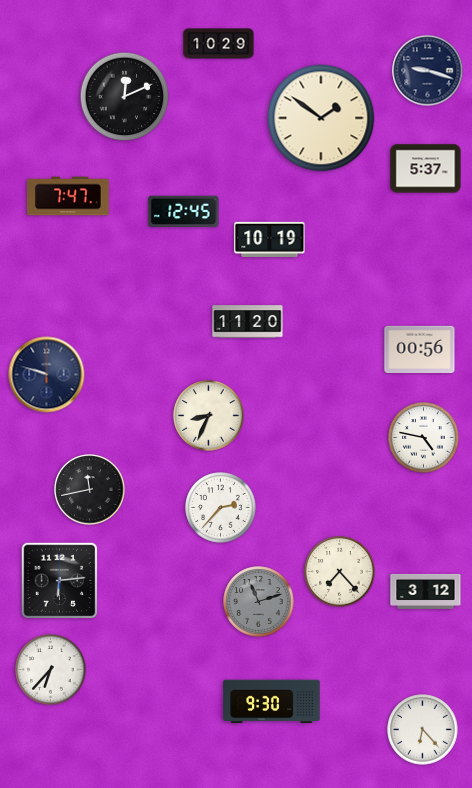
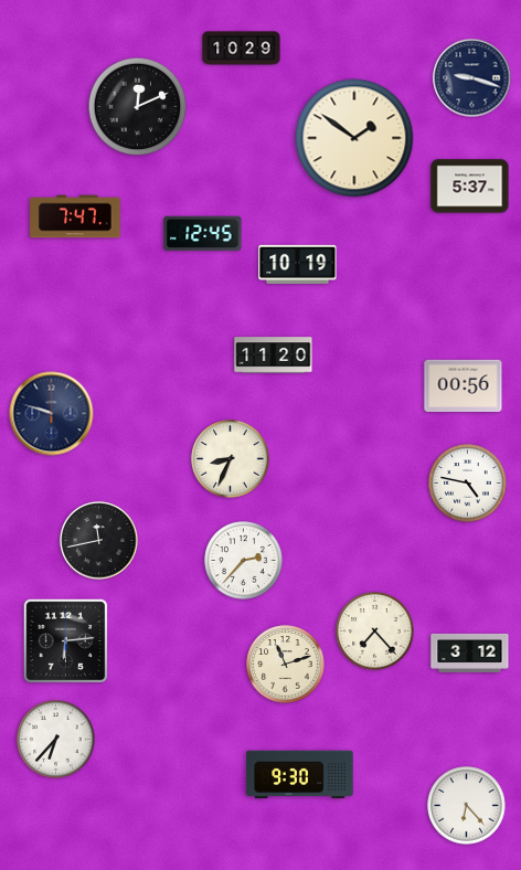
clock at (321, 118) position: (321, 118) -> (354, 138)
clock at (259, 602) dial: grey -> cream
